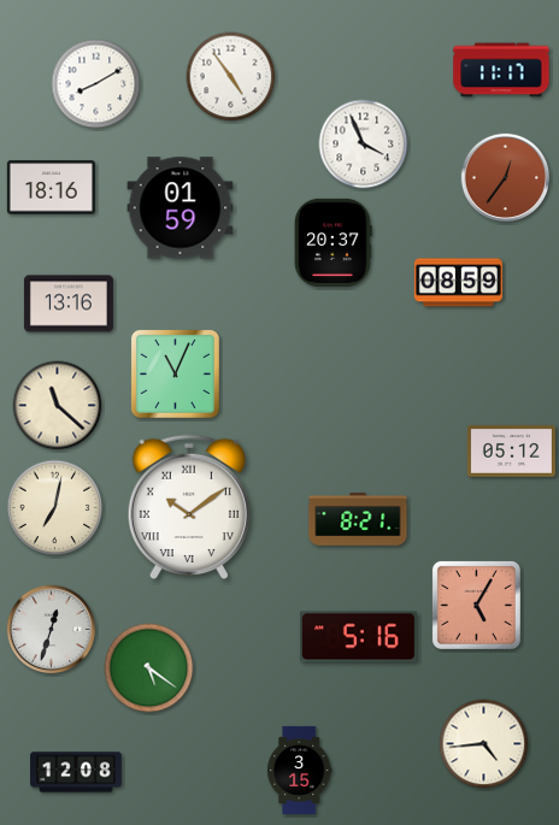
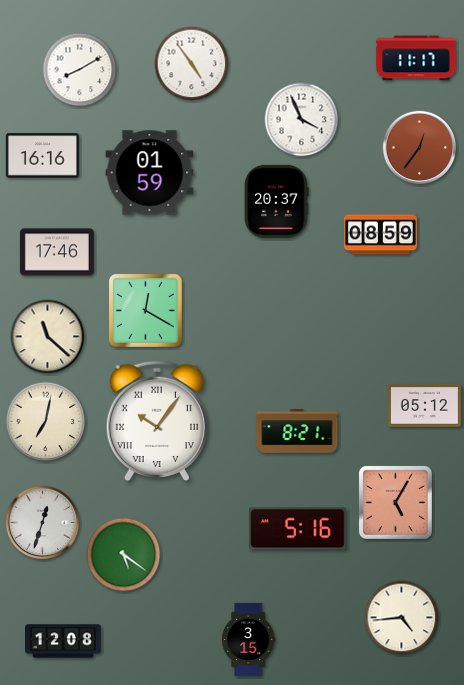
clock at (51, 188): 18:16 -> 16:16
clock at (69, 304): 13:16 -> 17:46
clock at (175, 373): 11:04 -> 12:20
clock at (511, 452) position: (511, 452) -> (424, 406)
clock at (189, 506): 10:09 -> 10:06
